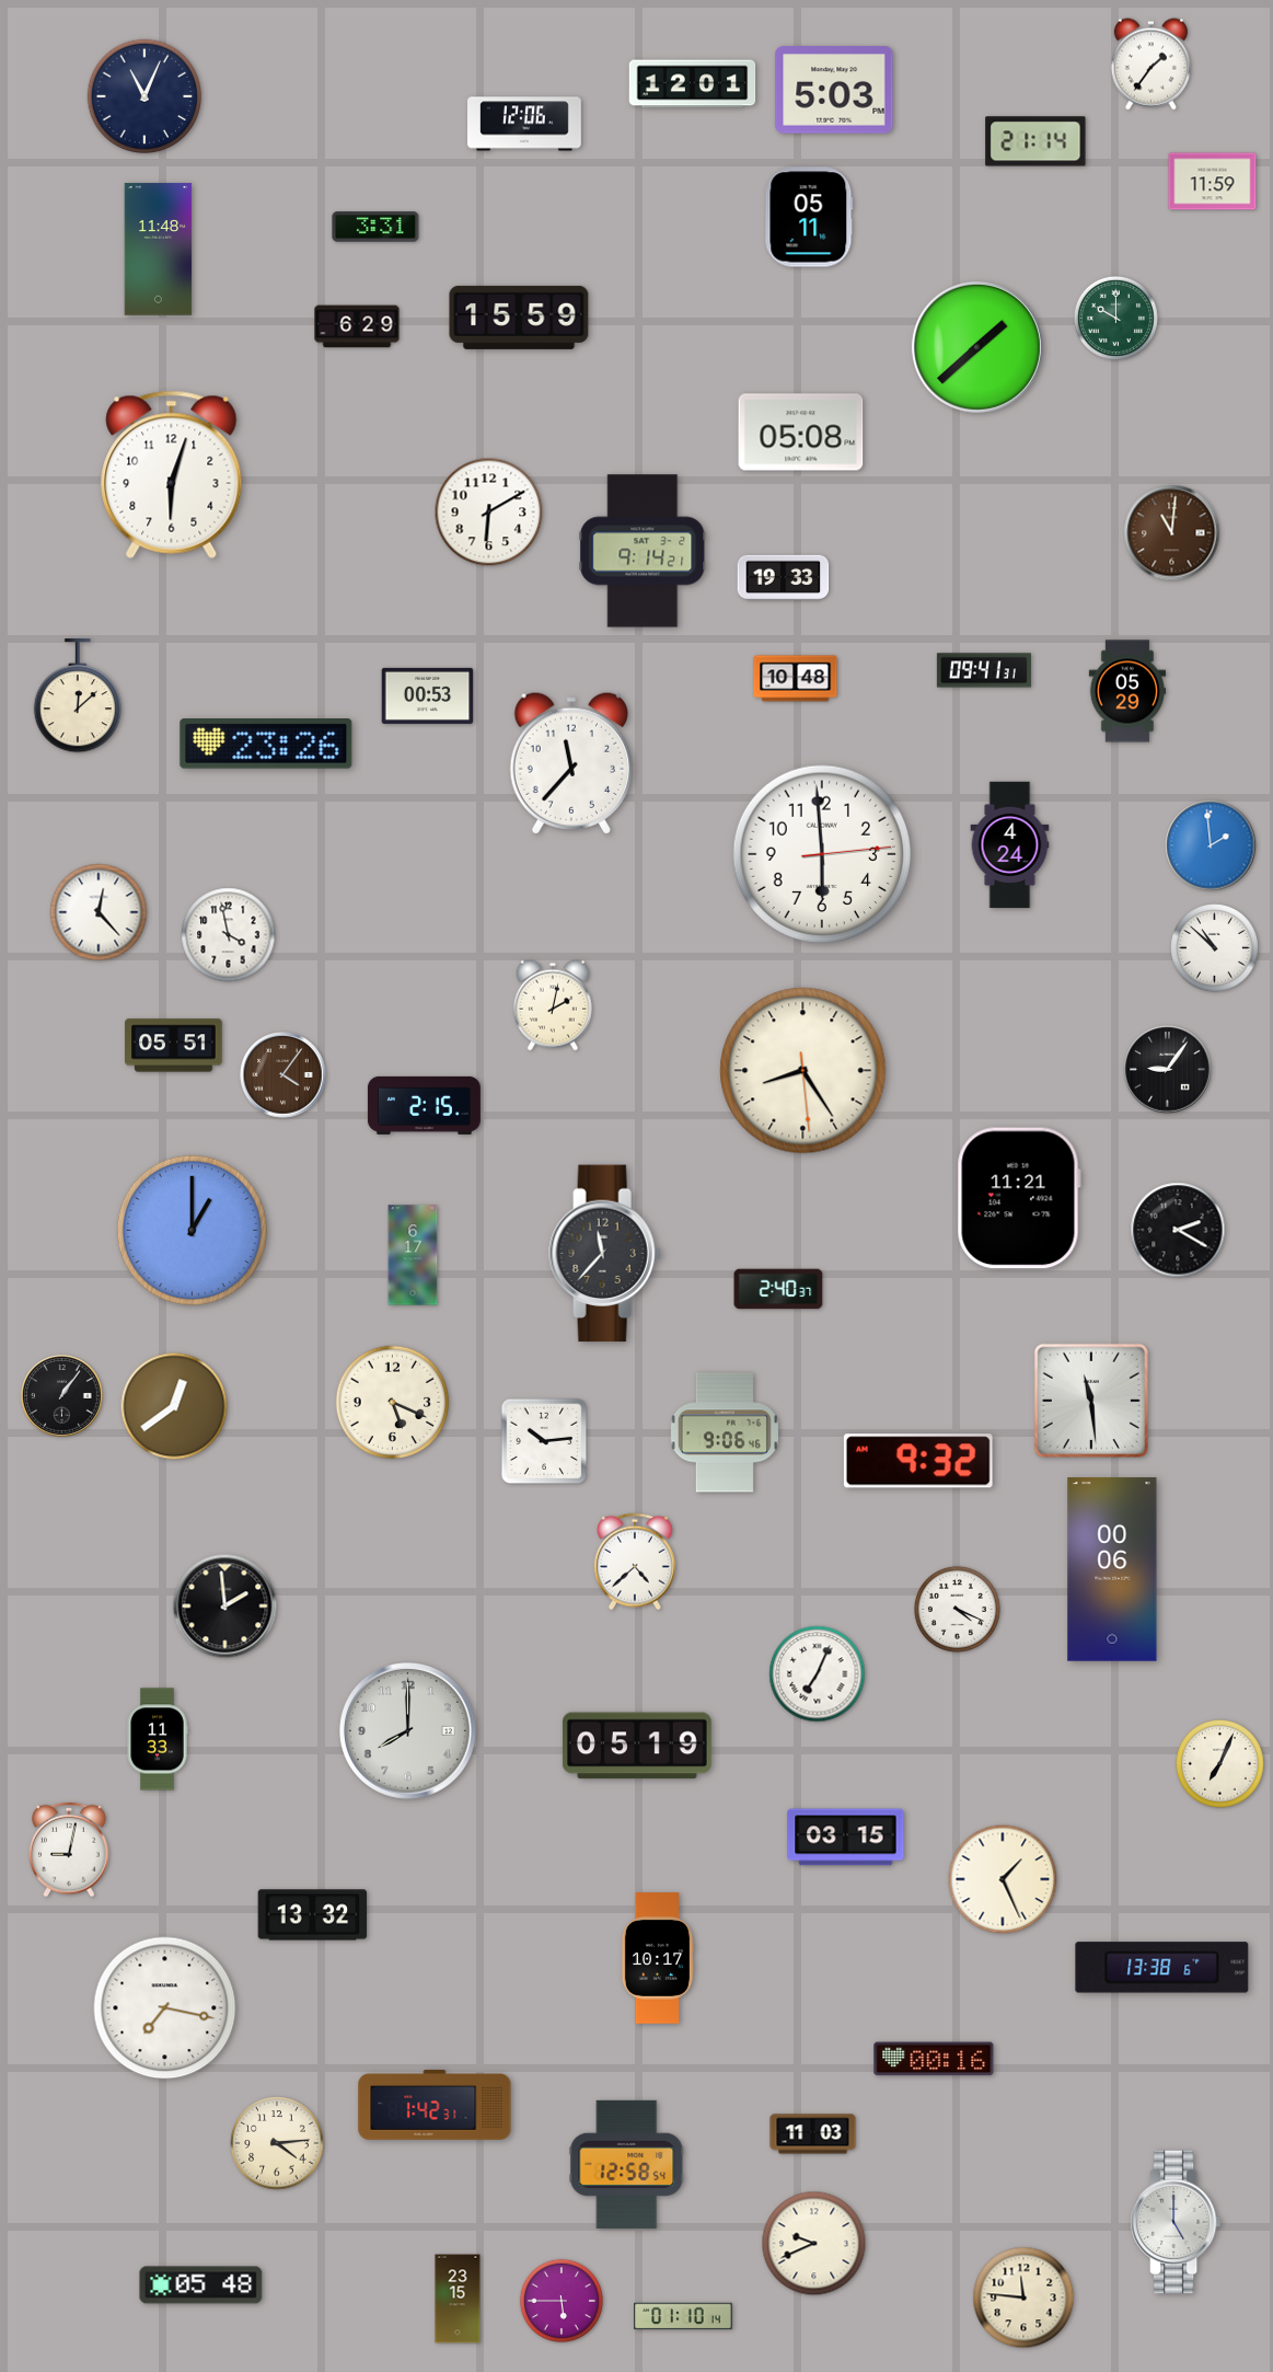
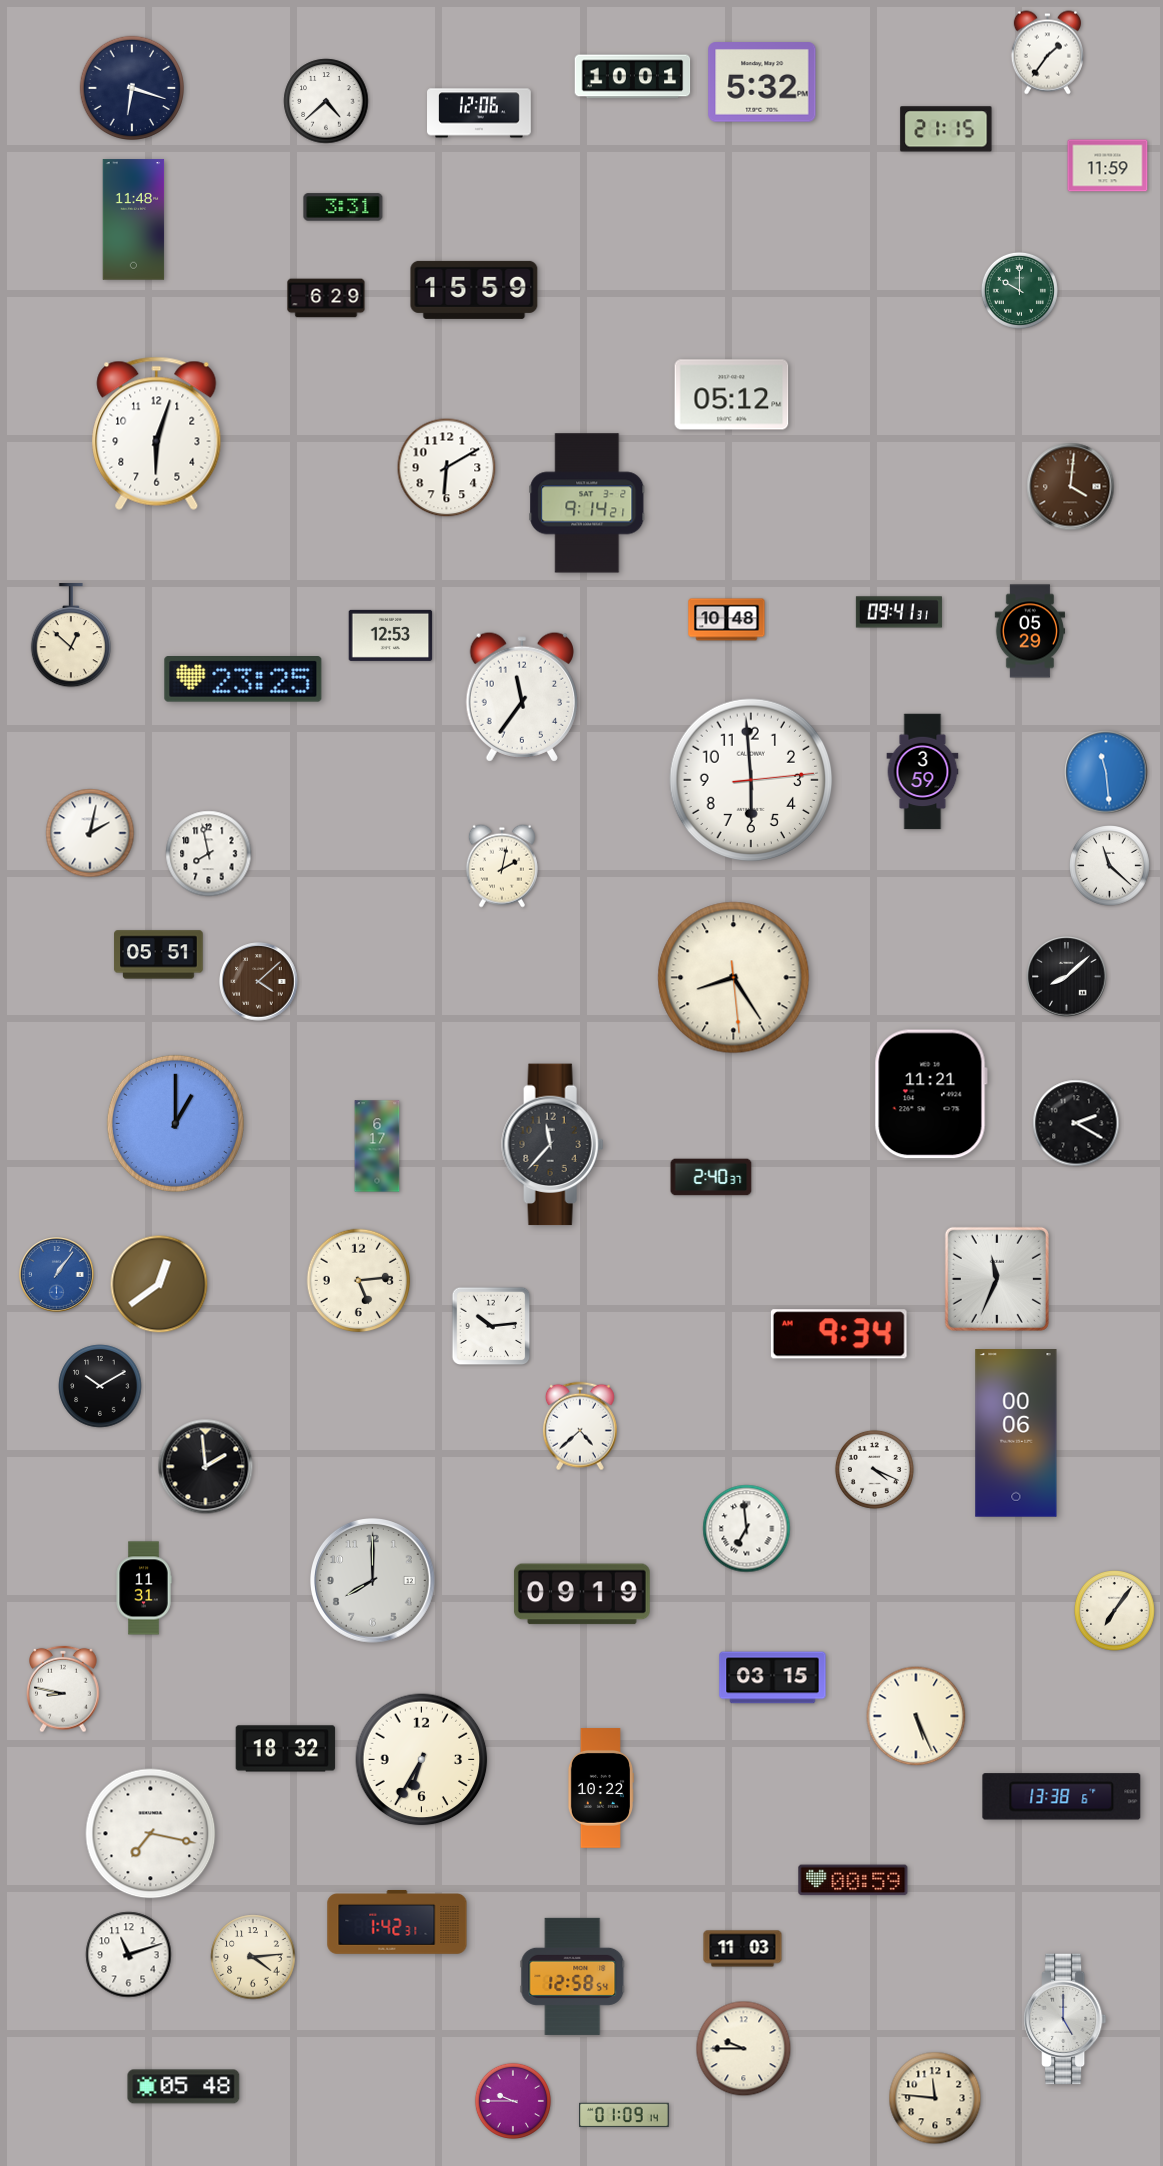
clock at (1150, 65) position: (1150, 65) -> (1047, 53)
clock at (693, 84): 12:01 -> 10:01
clock at (834, 90): 5:03 -> 5:32
clock at (144, 96): 11:04 -> 6:18
clock at (326, 101): none -> 4:38
clock at (1035, 141): 21:14 -> 21:15
clock at (809, 217): 05:11 -> none
clock at (159, 250) position: (159, 250) -> (134, 220)
clock at (977, 347): 1:38 -> none
clock at (801, 433): 05:08 -> 05:12
clock at (1172, 533): 11:01 -> 4:01
clock at (784, 577): 19:33 -> none
clock at (428, 695): 00:53 -> 12:53
clock at (77, 696): 12:08 -> 12:52
clock at (266, 744): 23:26 -> 23:25
clock at (570, 763): 11:37 -> 11:36
clock at (1010, 845): 4:24 -> 3:59
clock at (1211, 845): 1:59 -> 11:29
clock at (99, 912): 12:23 -> 2:02
clock at (229, 935): 3:58 -> 7:58
clock at (1215, 948): 10:52 -> 11:22
clock at (553, 1005) position: (553, 1005) -> (502, 866)
clock at (1168, 1070): 9:06 -> 8:08
clock at (283, 1075): 4:06 -> 4:08
clock at (424, 1105): 2:15 -> none
clock at (62, 1396) dial: black -> blue
clock at (1091, 1401): 11:29 -> 11:34
clock at (393, 1403): 5:19 -> 5:14
clock at (725, 1432): 9:06 -> none
clock at (544, 1441) position: (544, 1441) -> (491, 1326)
clock at (918, 1461): 9:32 -> 9:34
clock at (100, 1386): none -> 10:10
clock at (818, 1674): 7:04 -> 6:59
clock at (158, 1739): 11:33 -> 11:31
clock at (637, 1746): 05:19 -> 09:19
clock at (1220, 1764): 7:04 -> 7:06
clock at (69, 1850): 9:02 -> 8:47
clock at (1003, 1879): 1:26 -> 5:26
clock at (313, 1915): 13:32 -> 18:32
clock at (422, 1760): none -> 6:35
clock at (657, 1958): 10:17 -> 10:22
clock at (934, 2059): 00:16 -> 00:59
clock at (129, 1955): none -> 11:12
clock at (1176, 2222) position: (1176, 2222) -> (1065, 2019)
clock at (814, 2244): 9:41 -> 9:45
clock at (458, 2299): 23:15 -> none
clock at (562, 2301): 5:45 -> 9:45
clock at (683, 2316): 01:10 -> 01:09
